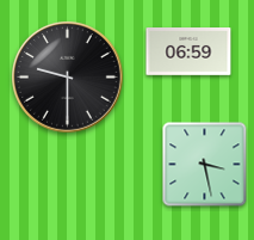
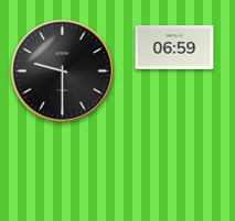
clock at (205, 165): 3:28 -> none
